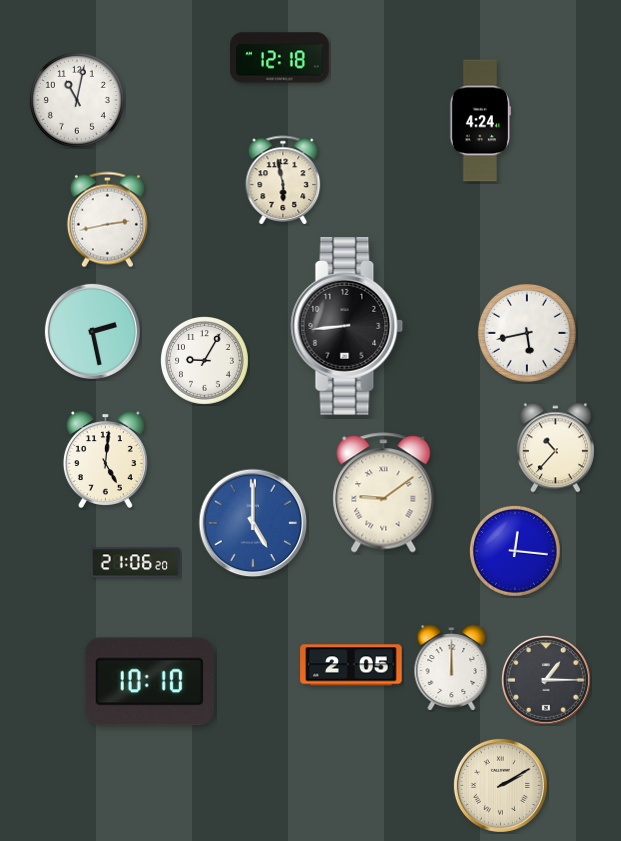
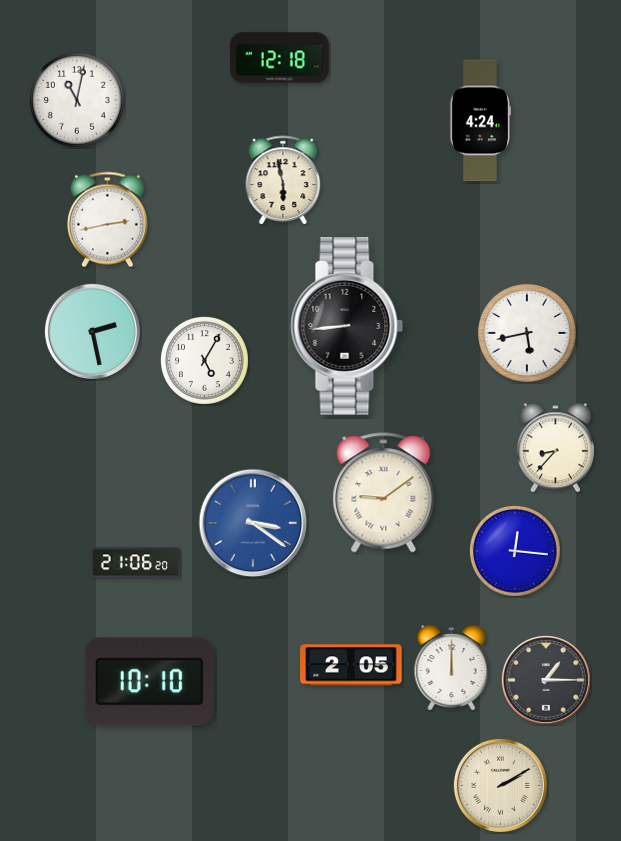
clock at (205, 361): 9:05 -> 5:05
clock at (555, 448): 10:37 -> 8:37
clock at (105, 459): 5:01 -> none
clock at (253, 523): 5:00 -> 3:21
